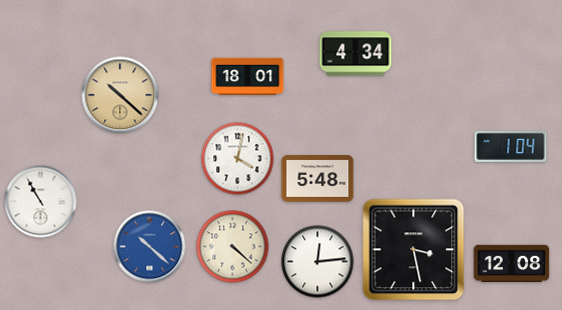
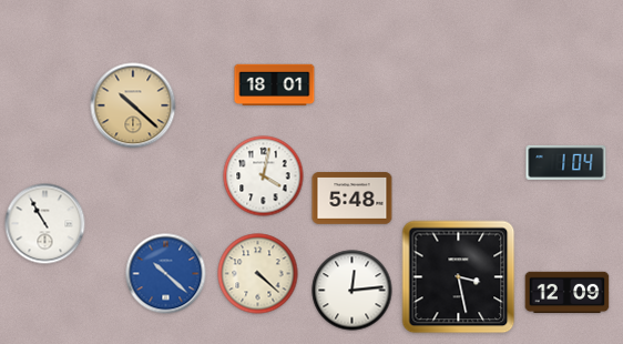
clock at (356, 54): 4:34 -> none
clock at (512, 264): 12:08 -> 12:09
